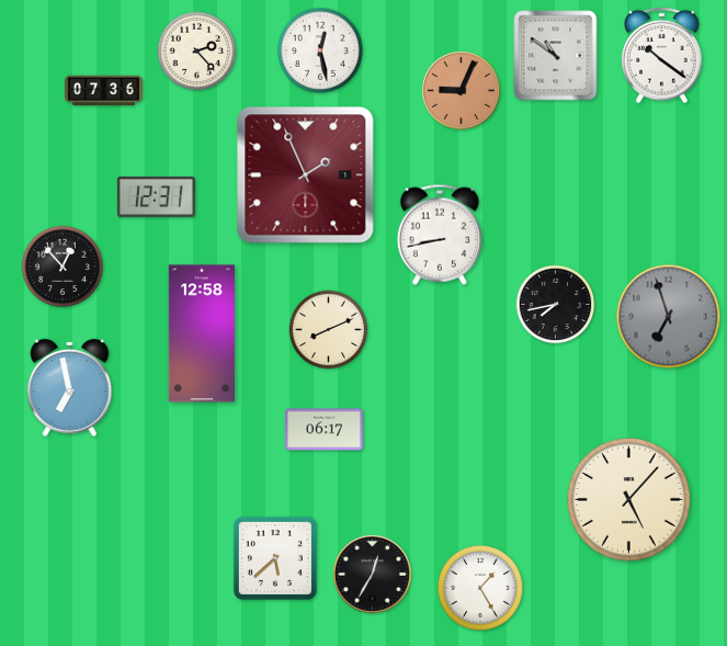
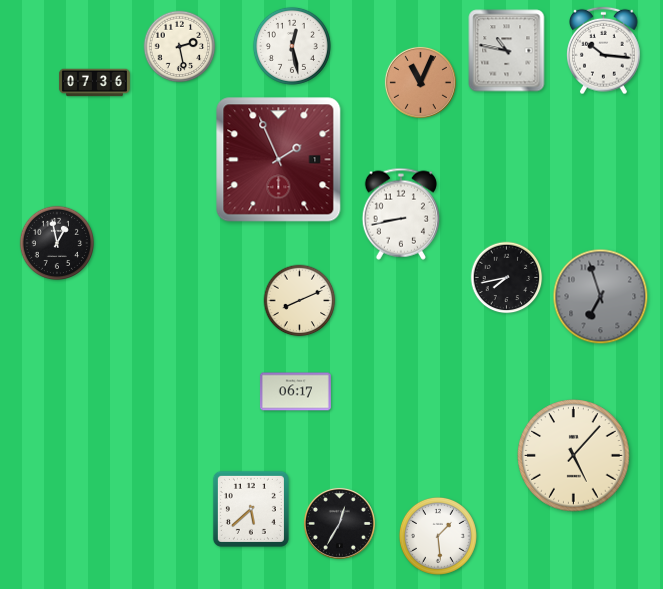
clock at (197, 52): 2:23 -> 2:28
clock at (556, 56): 10:51 -> 10:47
clock at (662, 56): 10:21 -> 10:16
clock at (461, 90): 9:04 -> 11:04
clock at (156, 196): 12:31 -> none
clock at (61, 265): 12:53 -> 12:58
clock at (669, 317) position: (669, 317) -> (601, 297)
clock at (201, 333): 12:58 -> none
clock at (70, 387): 6:58 -> none
clock at (480, 588): 1:25 -> 1:29
